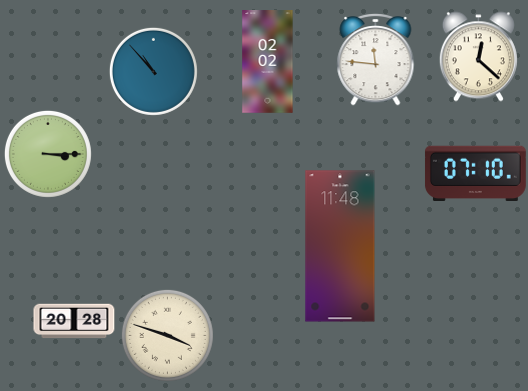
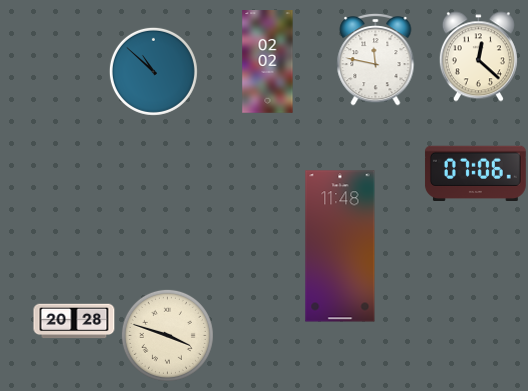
clock at (376, 59): 11:46 -> 11:47
clock at (153, 71): 10:53 -> 10:52
clock at (48, 154): 3:15 -> none
clock at (475, 173): 07:10 -> 07:06
